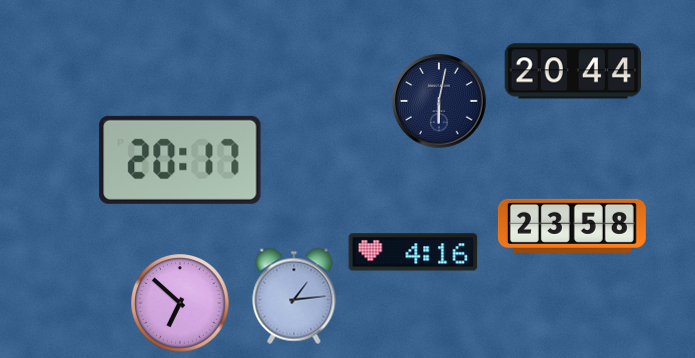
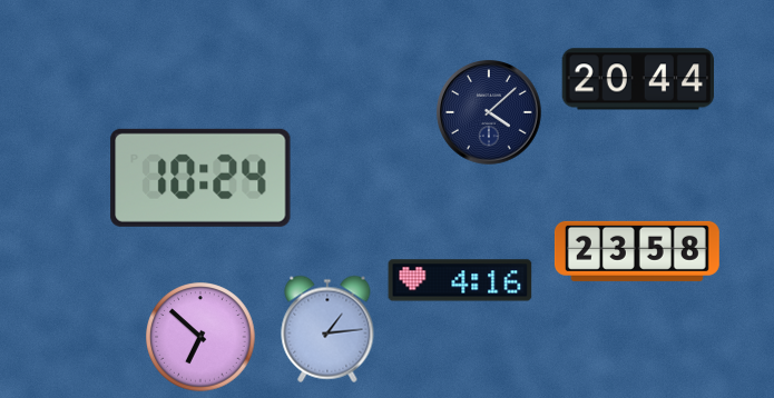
clock at (439, 101): 6:02 -> 4:08
clock at (180, 160): 20:17 -> 10:24
